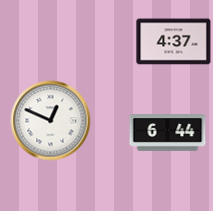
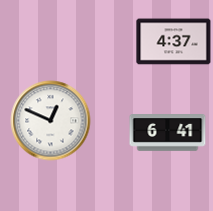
clock at (168, 133): 6:44 -> 6:41
